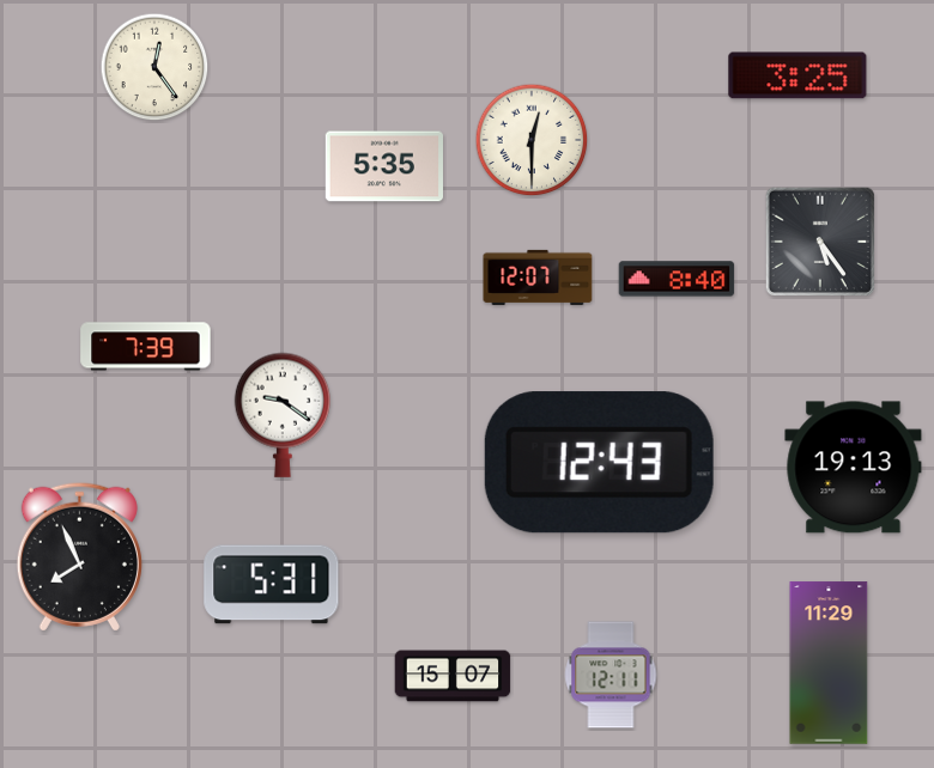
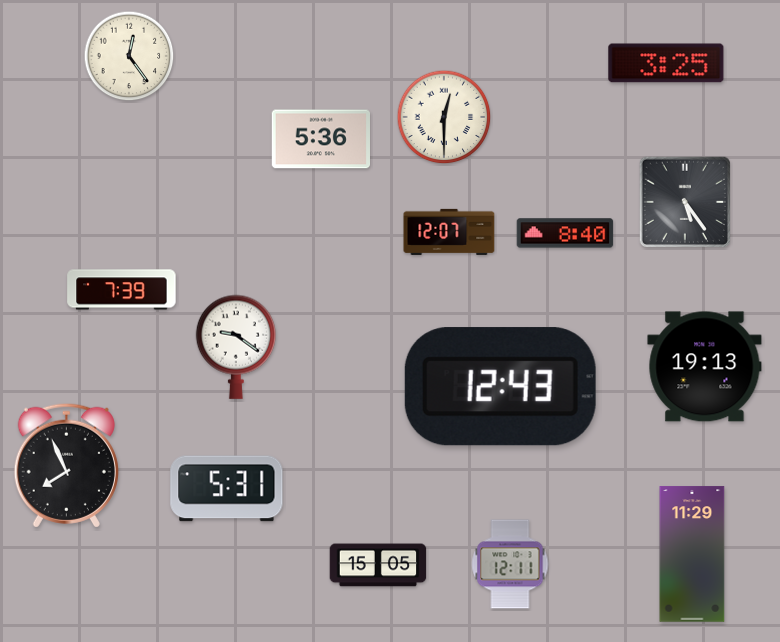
clock at (383, 166): 5:35 -> 5:36
clock at (854, 468) position: (854, 468) -> (705, 367)
clock at (453, 676): 15:07 -> 15:05
